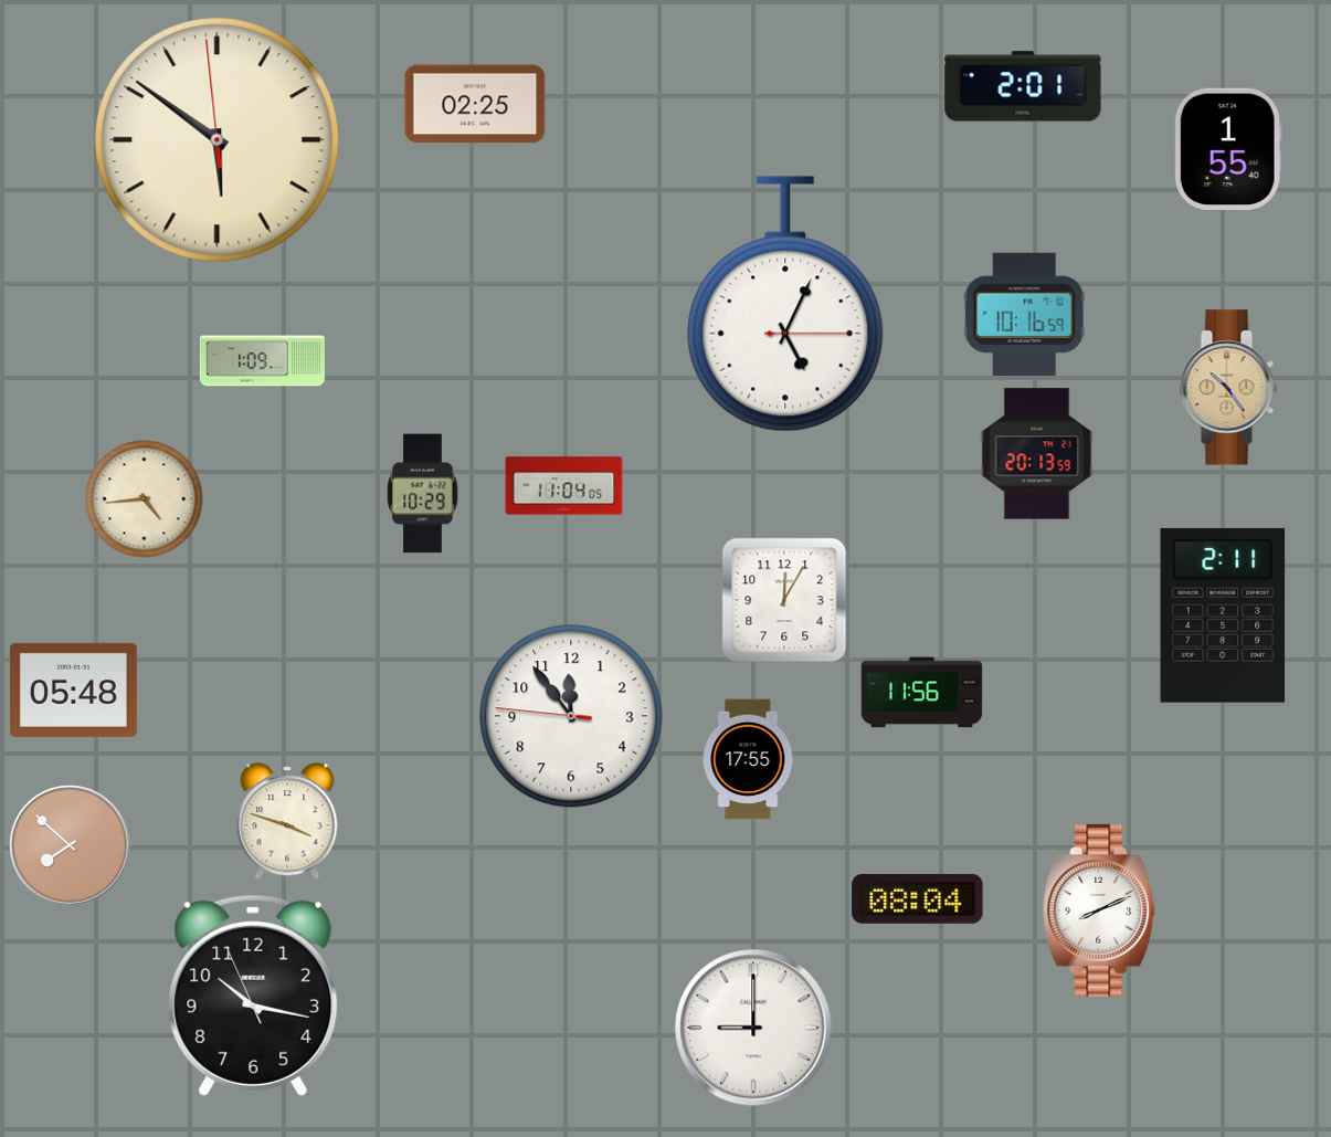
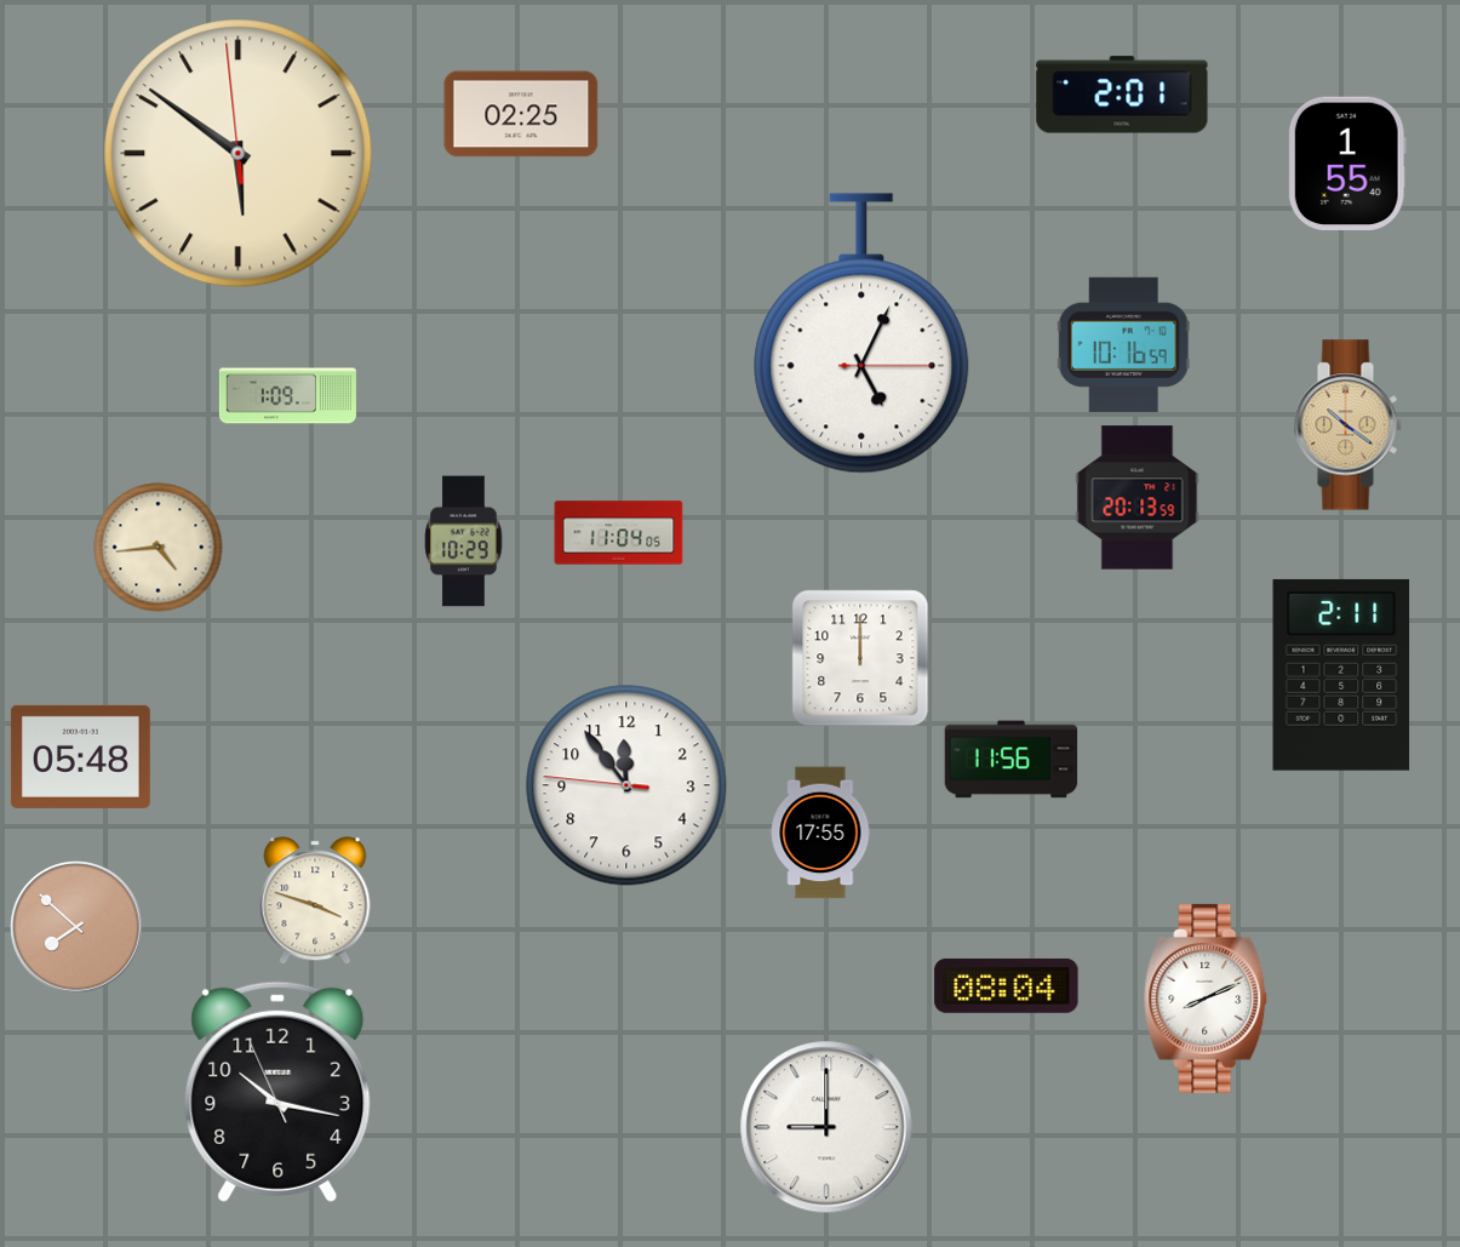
clock at (1228, 388): 10:24 -> 10:21
clock at (784, 600): 12:05 -> 12:00
